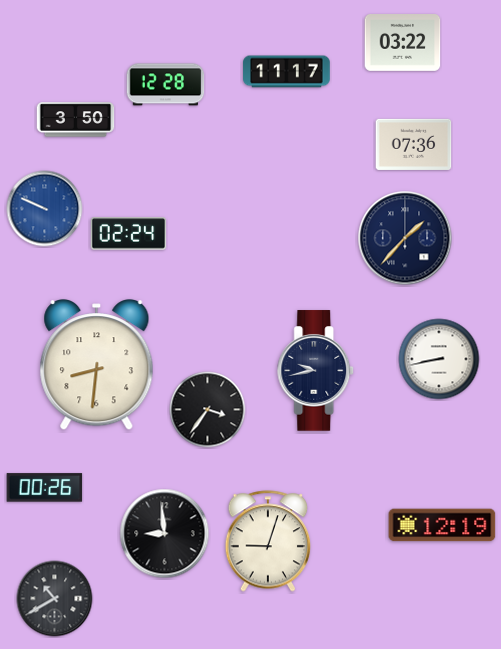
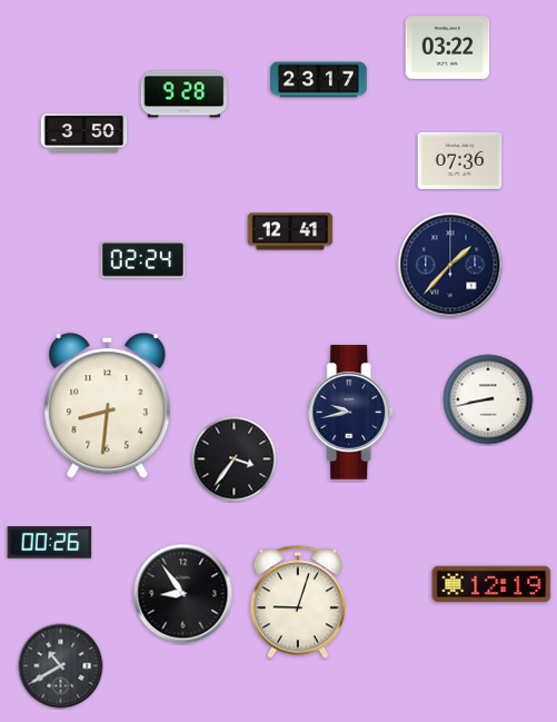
clock at (287, 72): 11:17 -> 23:17
clock at (166, 85): 12:28 -> 9:28
clock at (290, 231): none -> 12:41
clock at (45, 209): 9:49 -> none
clock at (208, 410) position: (208, 410) -> (235, 459)
clock at (165, 534): 8:59 -> 8:54
